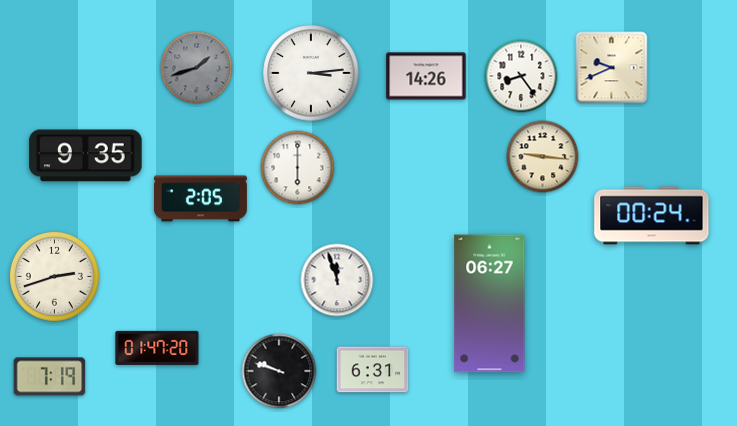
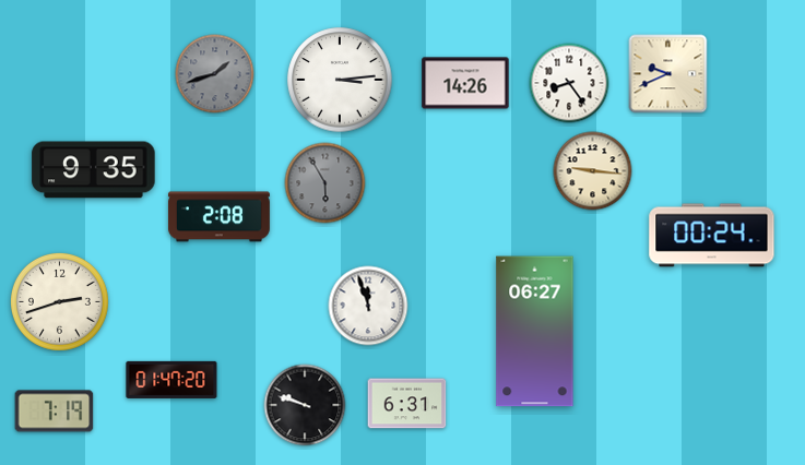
clock at (298, 168): 6:00 -> 5:55
clock at (298, 168) dial: white -> grey
clock at (200, 199): 2:05 -> 2:08
